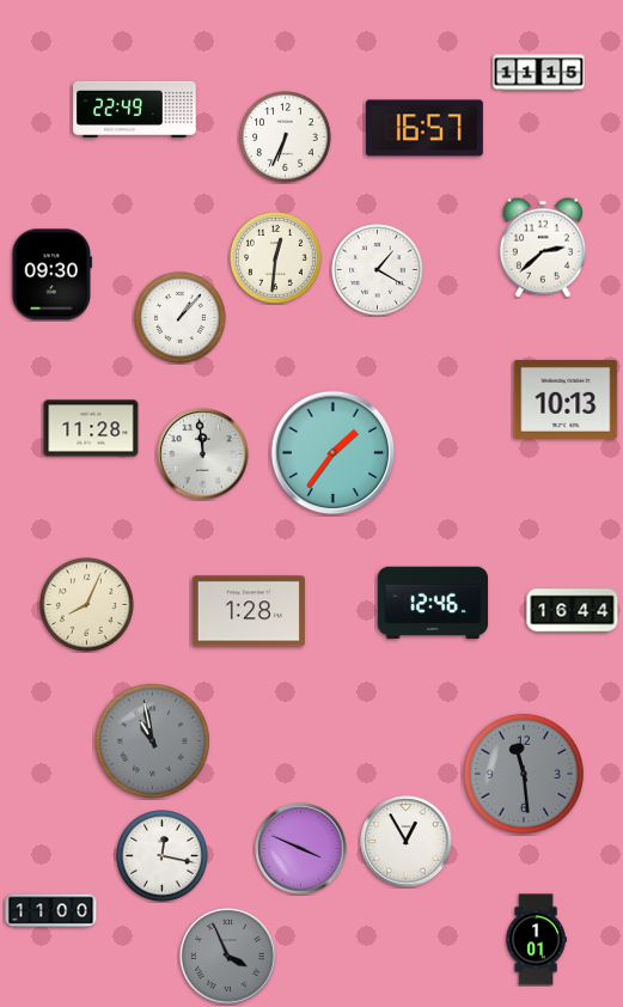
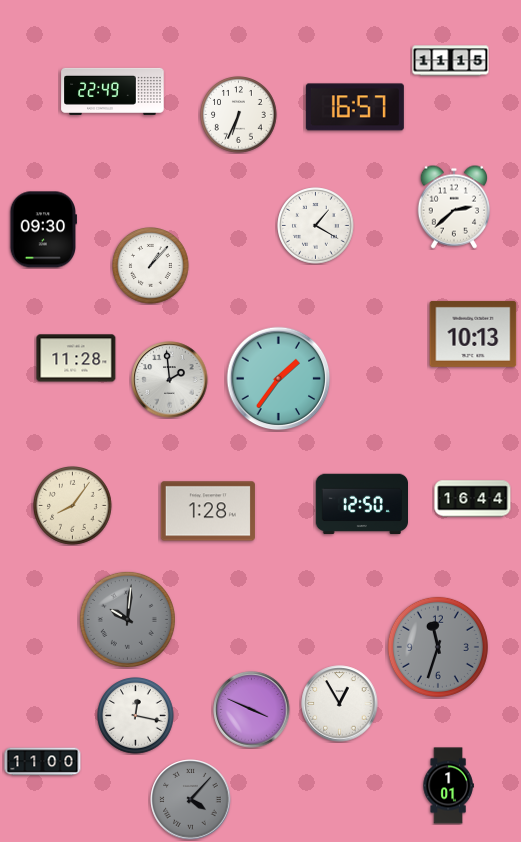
clock at (276, 258): 12:31 -> none
clock at (203, 454): 11:59 -> 1:59
clock at (432, 603): 12:46 -> 12:50
clock at (87, 605): 8:04 -> 8:06
clock at (573, 611) position: (573, 611) -> (473, 499)
clock at (152, 740): 10:58 -> 10:01
clock at (524, 774): 11:29 -> 11:33
clock at (228, 957): 3:56 -> 4:07
